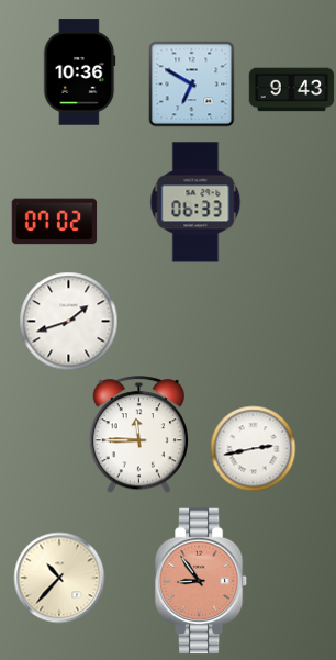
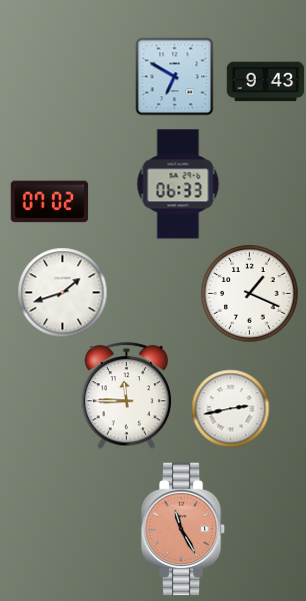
clock at (80, 72): 10:36 -> none
clock at (250, 294): none -> 1:19
clock at (59, 578): 10:37 -> none
clock at (201, 581): 8:54 -> 11:25
